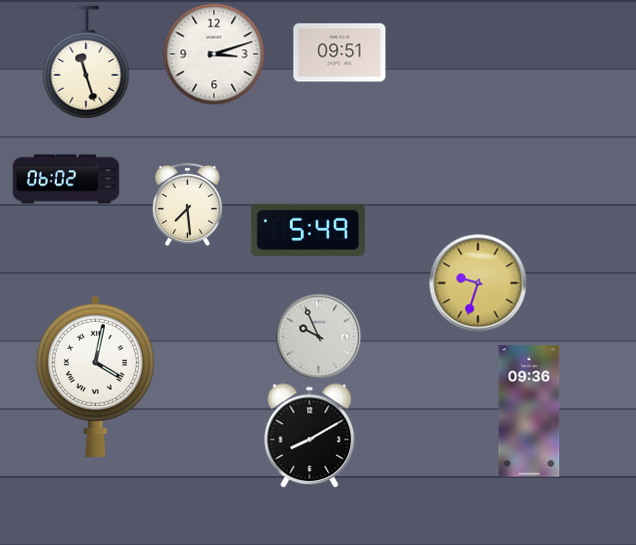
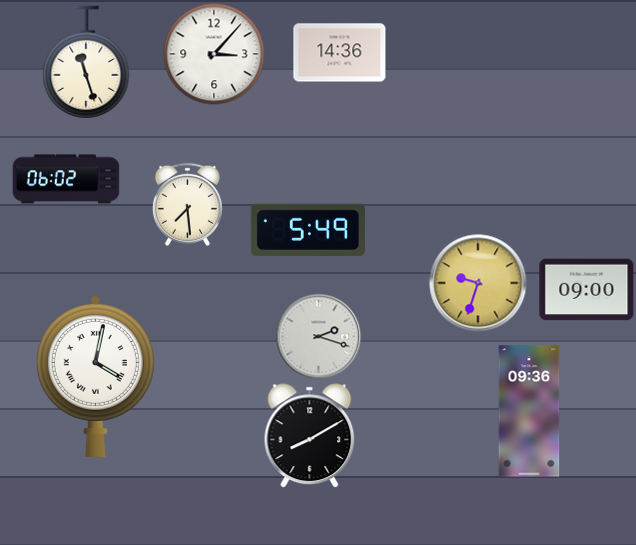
clock at (340, 53): 09:51 -> 14:36
clock at (214, 54): 3:12 -> 3:07
clock at (587, 290): none -> 09:00
clock at (318, 336): 9:56 -> 2:18
